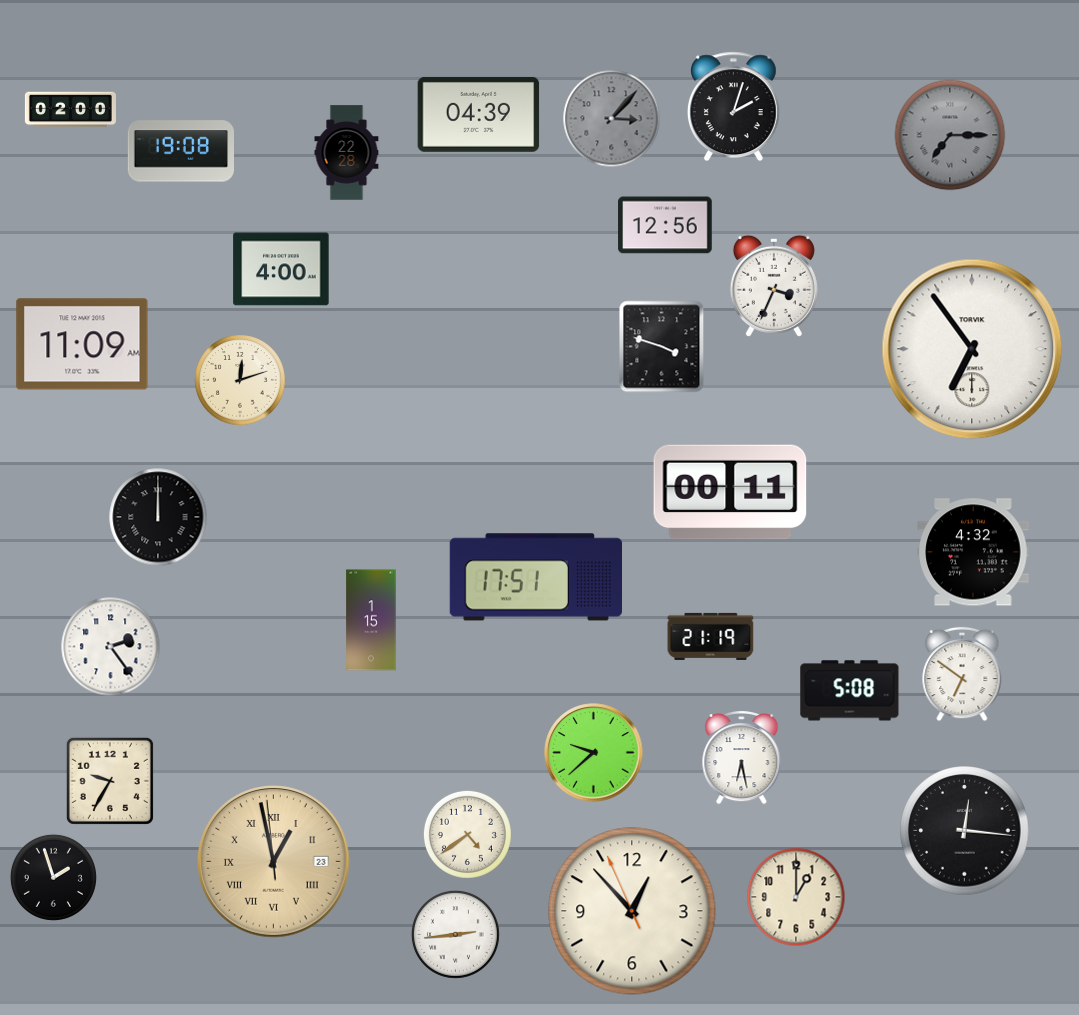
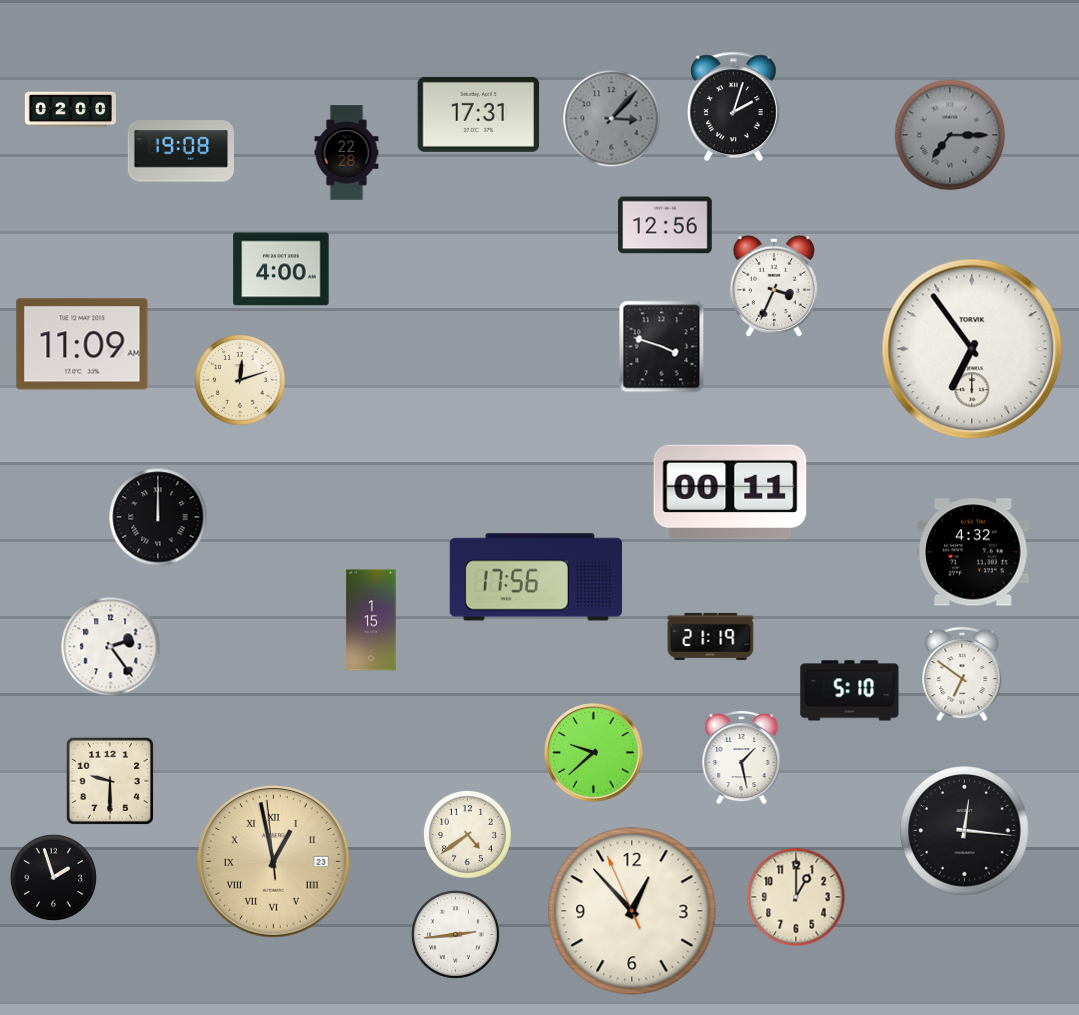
clock at (479, 114): 04:39 -> 17:31
clock at (535, 577): 17:51 -> 17:56
clock at (850, 691): 5:08 -> 5:10
clock at (742, 757): 6:28 -> 1:28
clock at (110, 781): 9:35 -> 9:30
